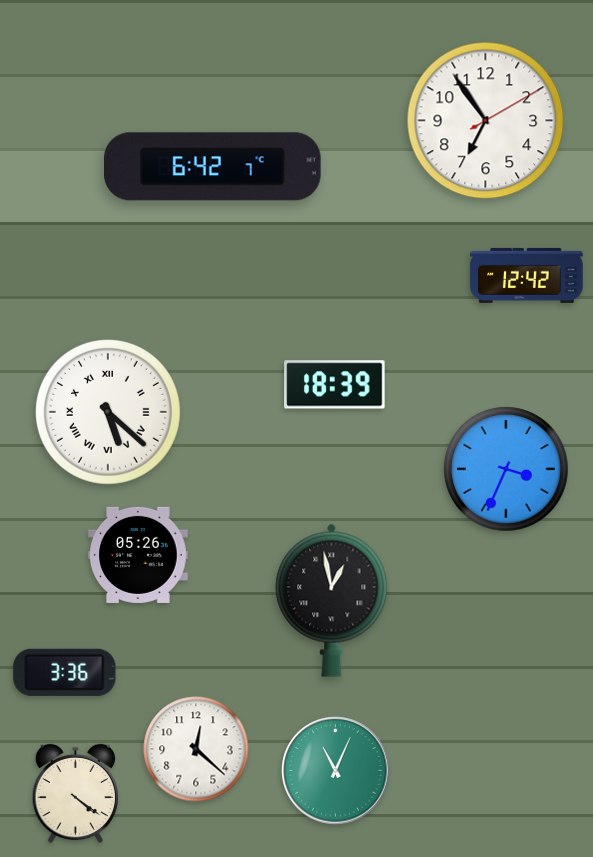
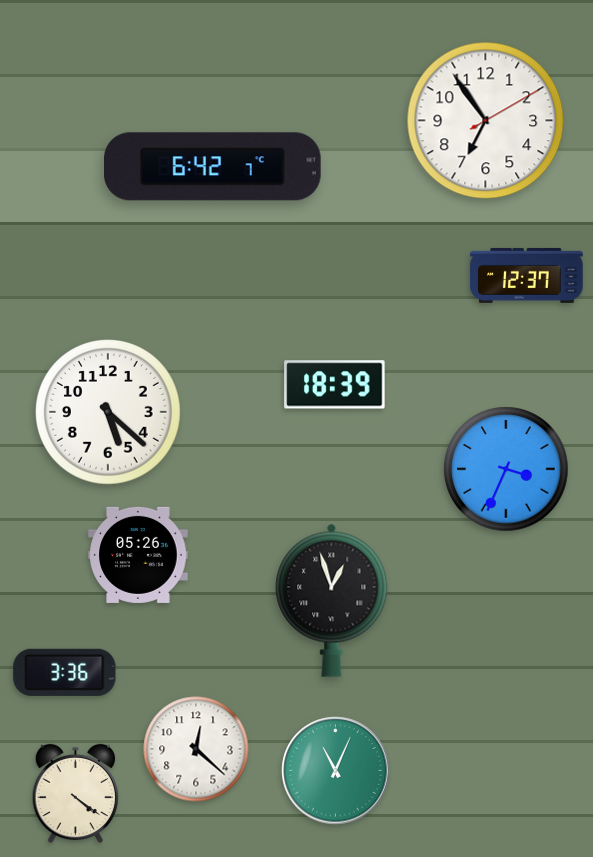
clock at (527, 275): 12:42 -> 12:37
clock at (108, 412) numerals: Roman -> Arabic
clock at (332, 600): 12:58 -> 12:57
